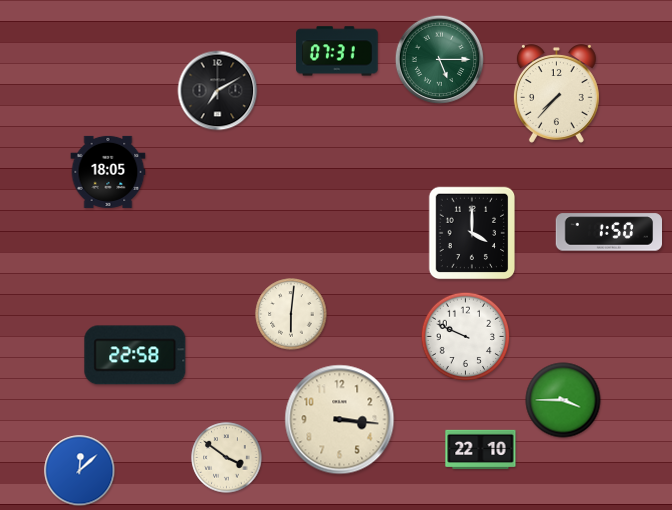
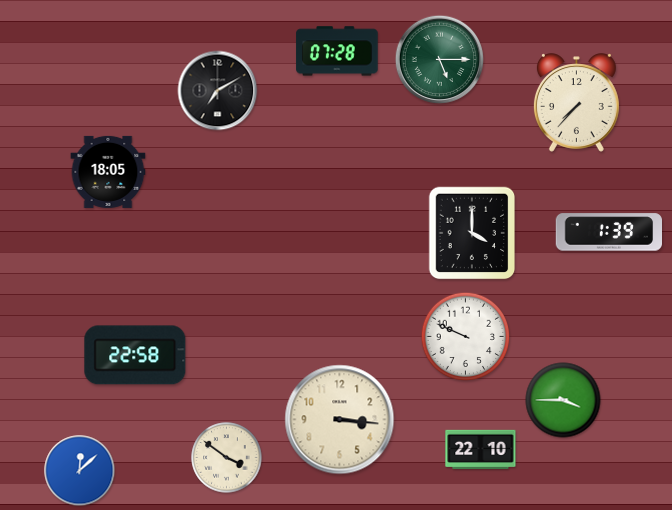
clock at (337, 51): 07:31 -> 07:28
clock at (556, 94) position: (556, 94) -> (576, 103)
clock at (608, 232): 1:50 -> 1:39
clock at (291, 314): 6:01 -> none
